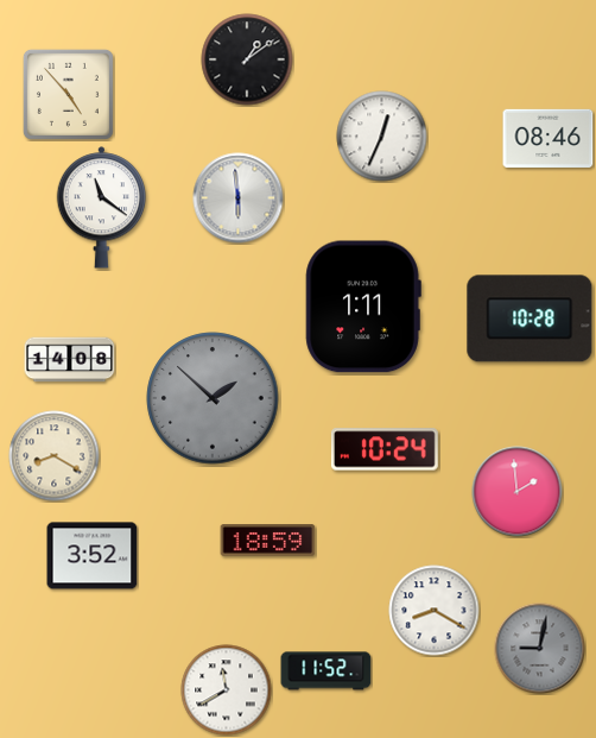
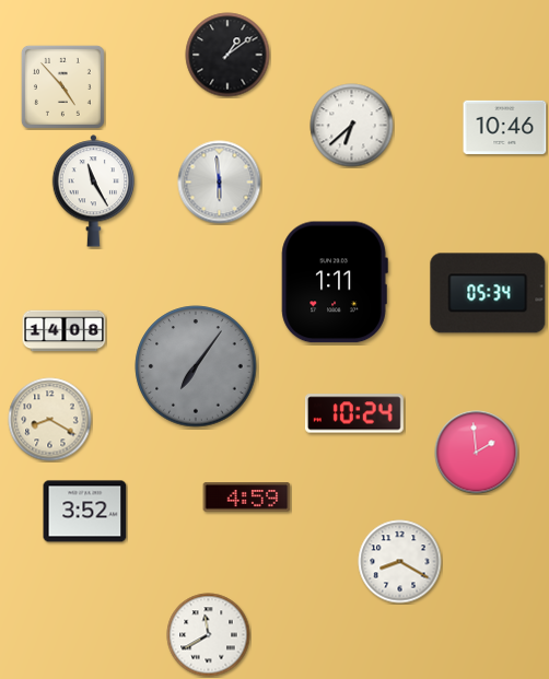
clock at (382, 137): 12:34 -> 6:38
clock at (549, 138): 08:46 -> 10:46
clock at (102, 208): 11:21 -> 11:25
clock at (530, 318): 10:28 -> 05:34
clock at (213, 398): 1:52 -> 7:06
clock at (268, 541): 18:59 -> 4:59
clock at (540, 649): 9:02 -> none
clock at (326, 671): 11:52 -> none
